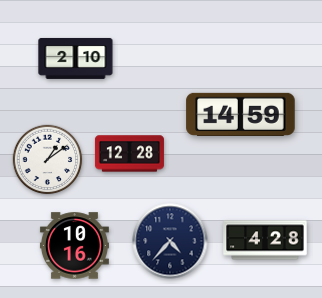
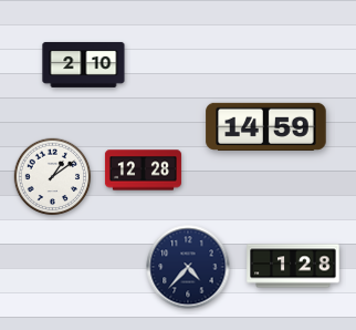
clock at (265, 240): 4:28 -> 1:28
clock at (74, 246): 10:16 -> none
